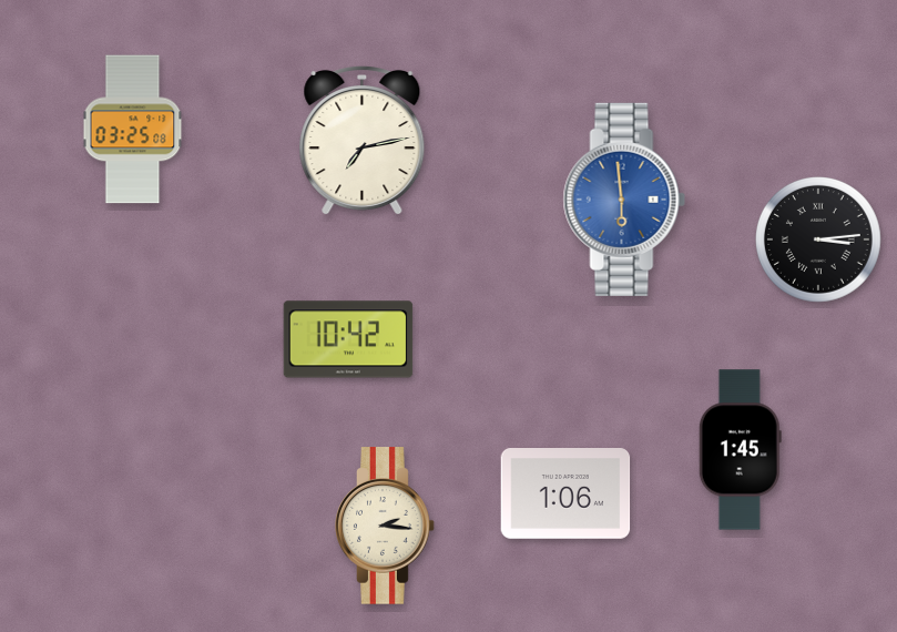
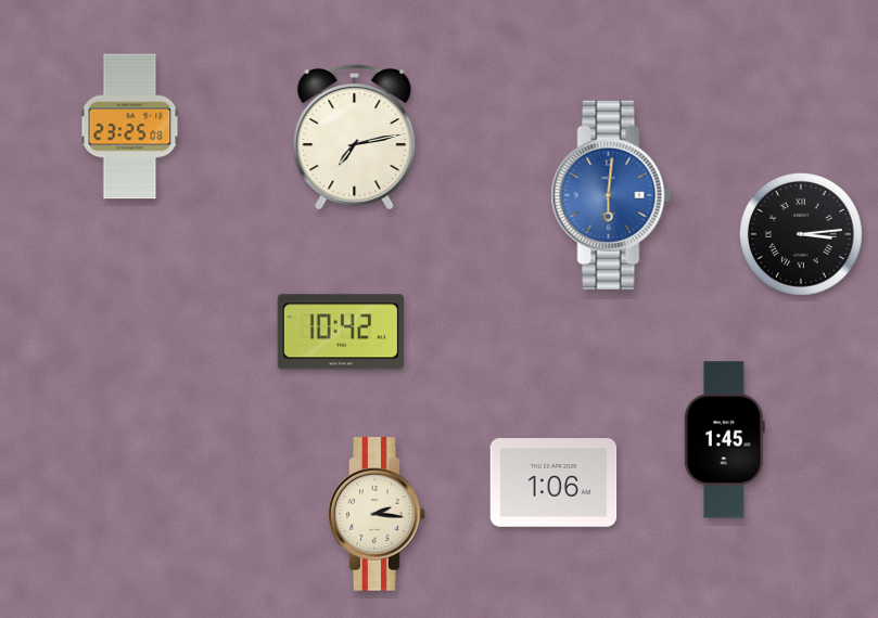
clock at (133, 130): 03:25 -> 23:25
clock at (624, 200): 5:59 -> 6:01
